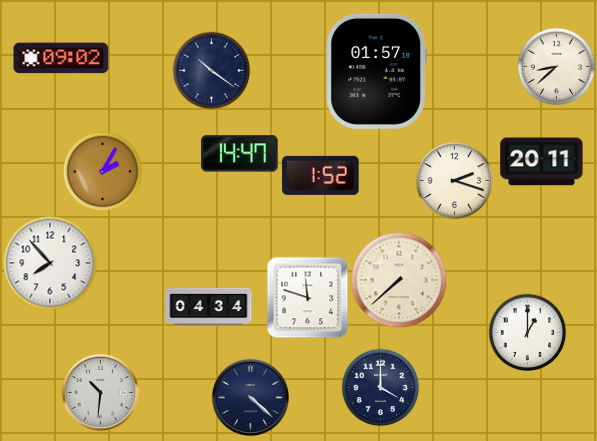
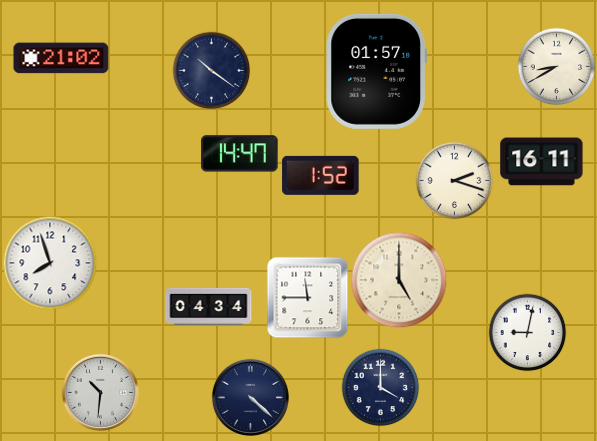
clock at (61, 58): 09:02 -> 21:02
clock at (556, 66): 8:38 -> 8:40
clock at (542, 162): 20:11 -> 16:11
clock at (102, 171): 2:05 -> none
clock at (50, 263): 7:53 -> 7:57
clock at (399, 280): 7:38 -> 5:00
clock at (307, 297): 11:48 -> 11:45
clock at (527, 332): 1:00 -> 9:02
